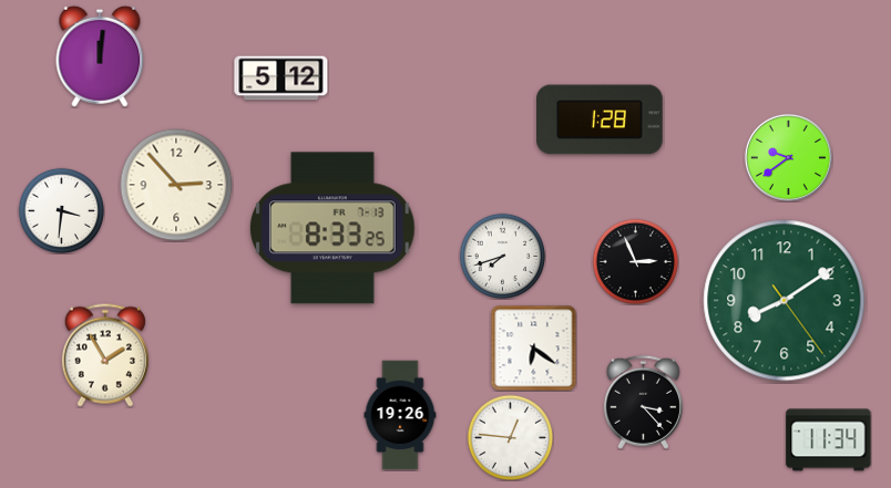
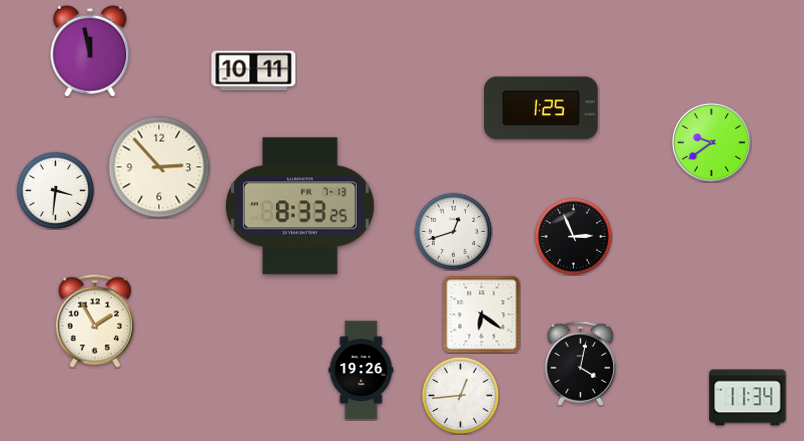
clock at (100, 56): 12:01 -> 11:58
clock at (281, 79): 5:12 -> 10:11
clock at (601, 120): 1:28 -> 1:25
clock at (502, 256): 7:42 -> 12:42
clock at (785, 301): 8:09 -> none
clock at (643, 402): 3:23 -> 4:02
clock at (400, 415) position: (400, 415) -> (361, 370)
clock at (510, 437): 12:46 -> 12:44
